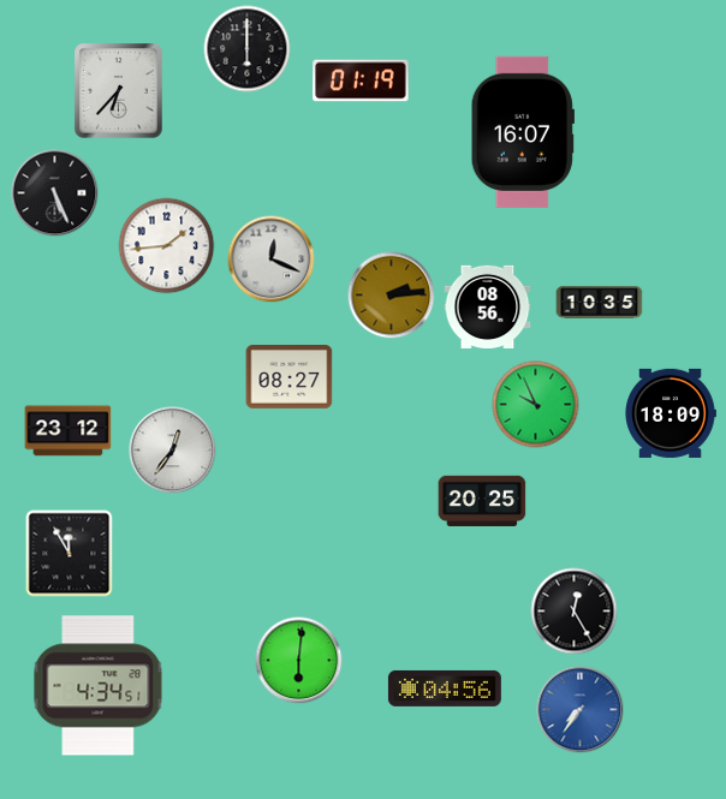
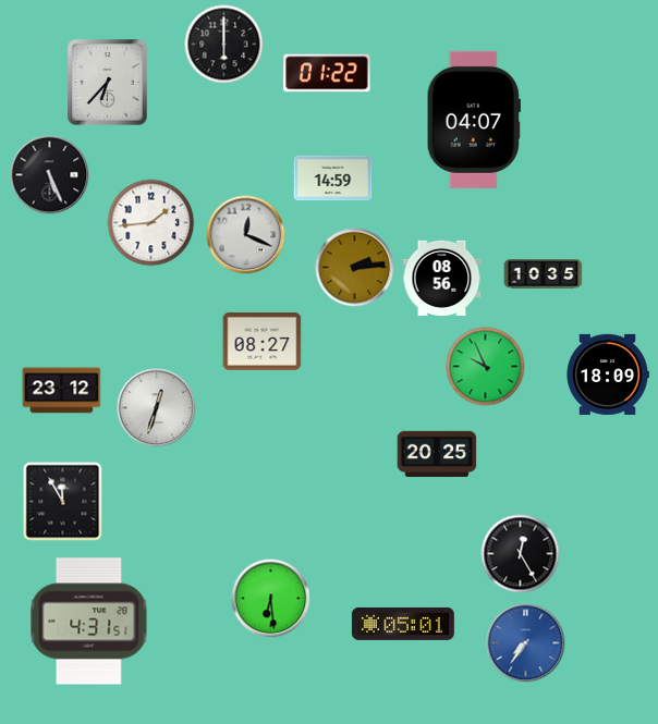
clock at (361, 81): 01:19 -> 01:22
clock at (523, 132): 16:07 -> 04:07
clock at (333, 179): none -> 14:59
clock at (173, 451): 12:36 -> 12:33
clock at (299, 661): 6:01 -> 6:29
clock at (99, 686): 4:34 -> 4:31
clock at (445, 688): 04:56 -> 05:01
